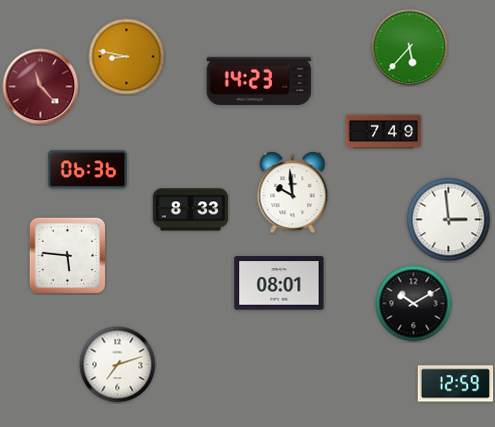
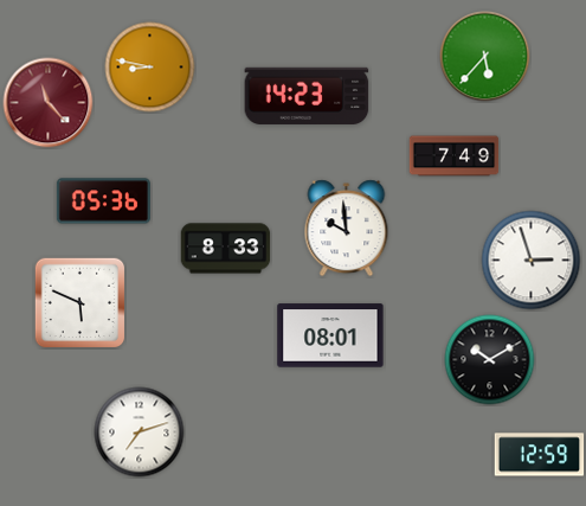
clock at (87, 170): 06:36 -> 05:36
clock at (449, 220): 2:59 -> 2:57
clock at (67, 255): 5:46 -> 5:49
